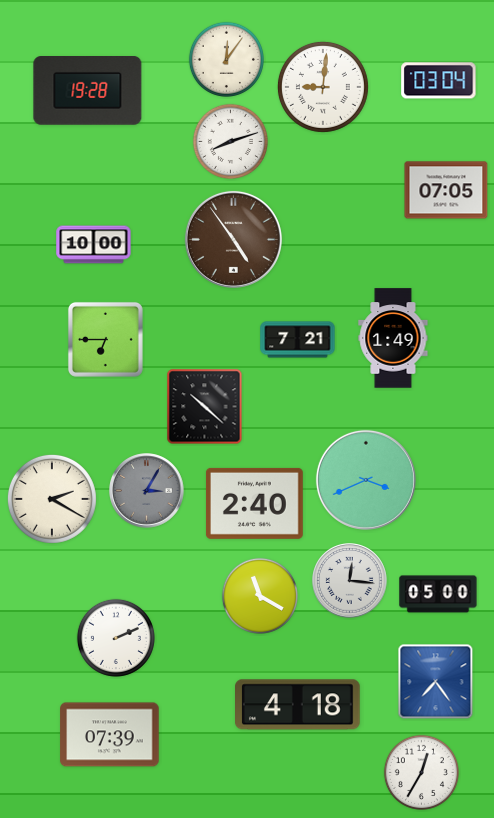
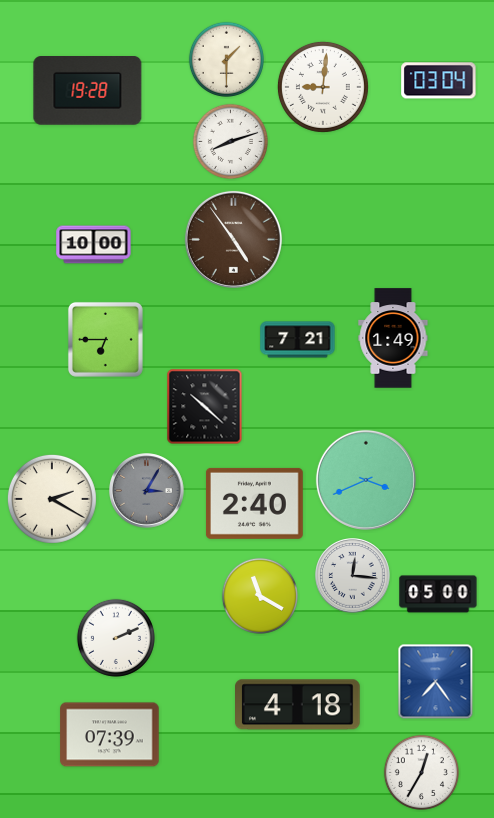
clock at (226, 59): 12:06 -> 1:30
clock at (446, 190): 07:05 -> none
clock at (350, 581) position: (350, 581) -> (353, 576)
